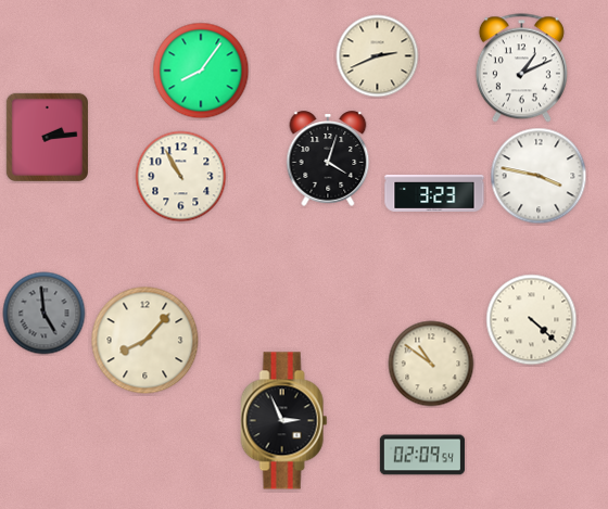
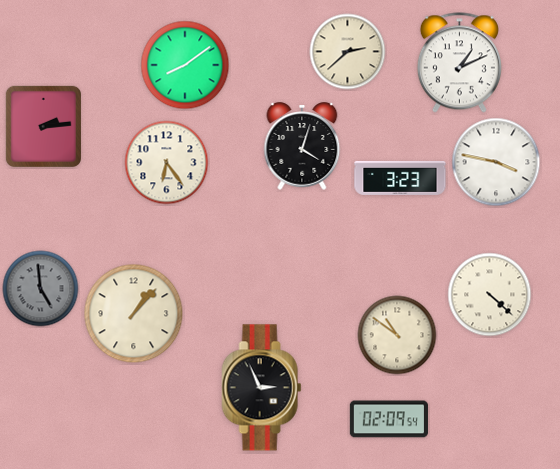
clock at (378, 56): 2:41 -> 2:38
clock at (521, 68) position: (521, 68) -> (459, 63)
clock at (201, 71): 8:06 -> 8:09
clock at (181, 177): 10:55 -> 6:24
clock at (145, 341): 8:07 -> 1:07
